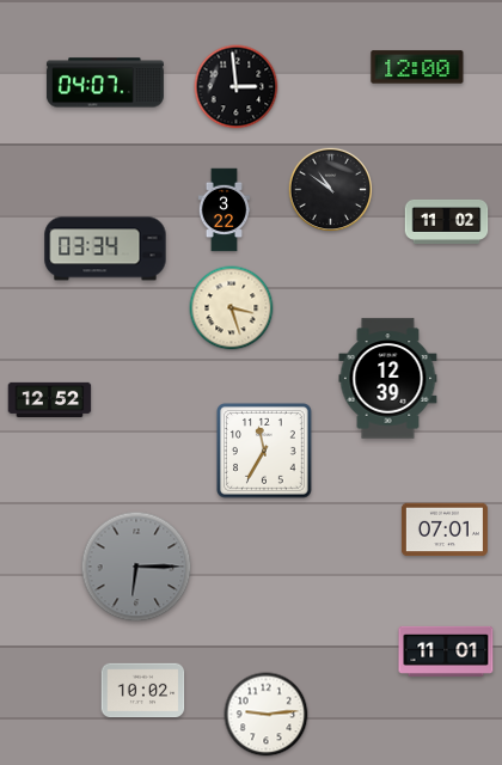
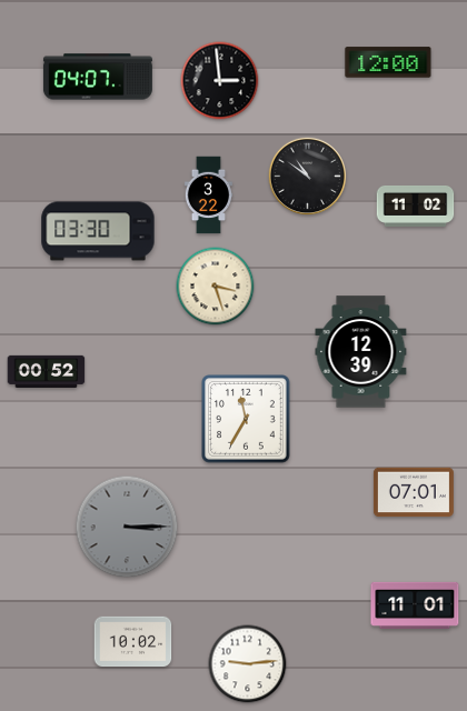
clock at (105, 249): 03:34 -> 03:30
clock at (50, 399): 12:52 -> 00:52
clock at (136, 567): 6:15 -> 3:15
